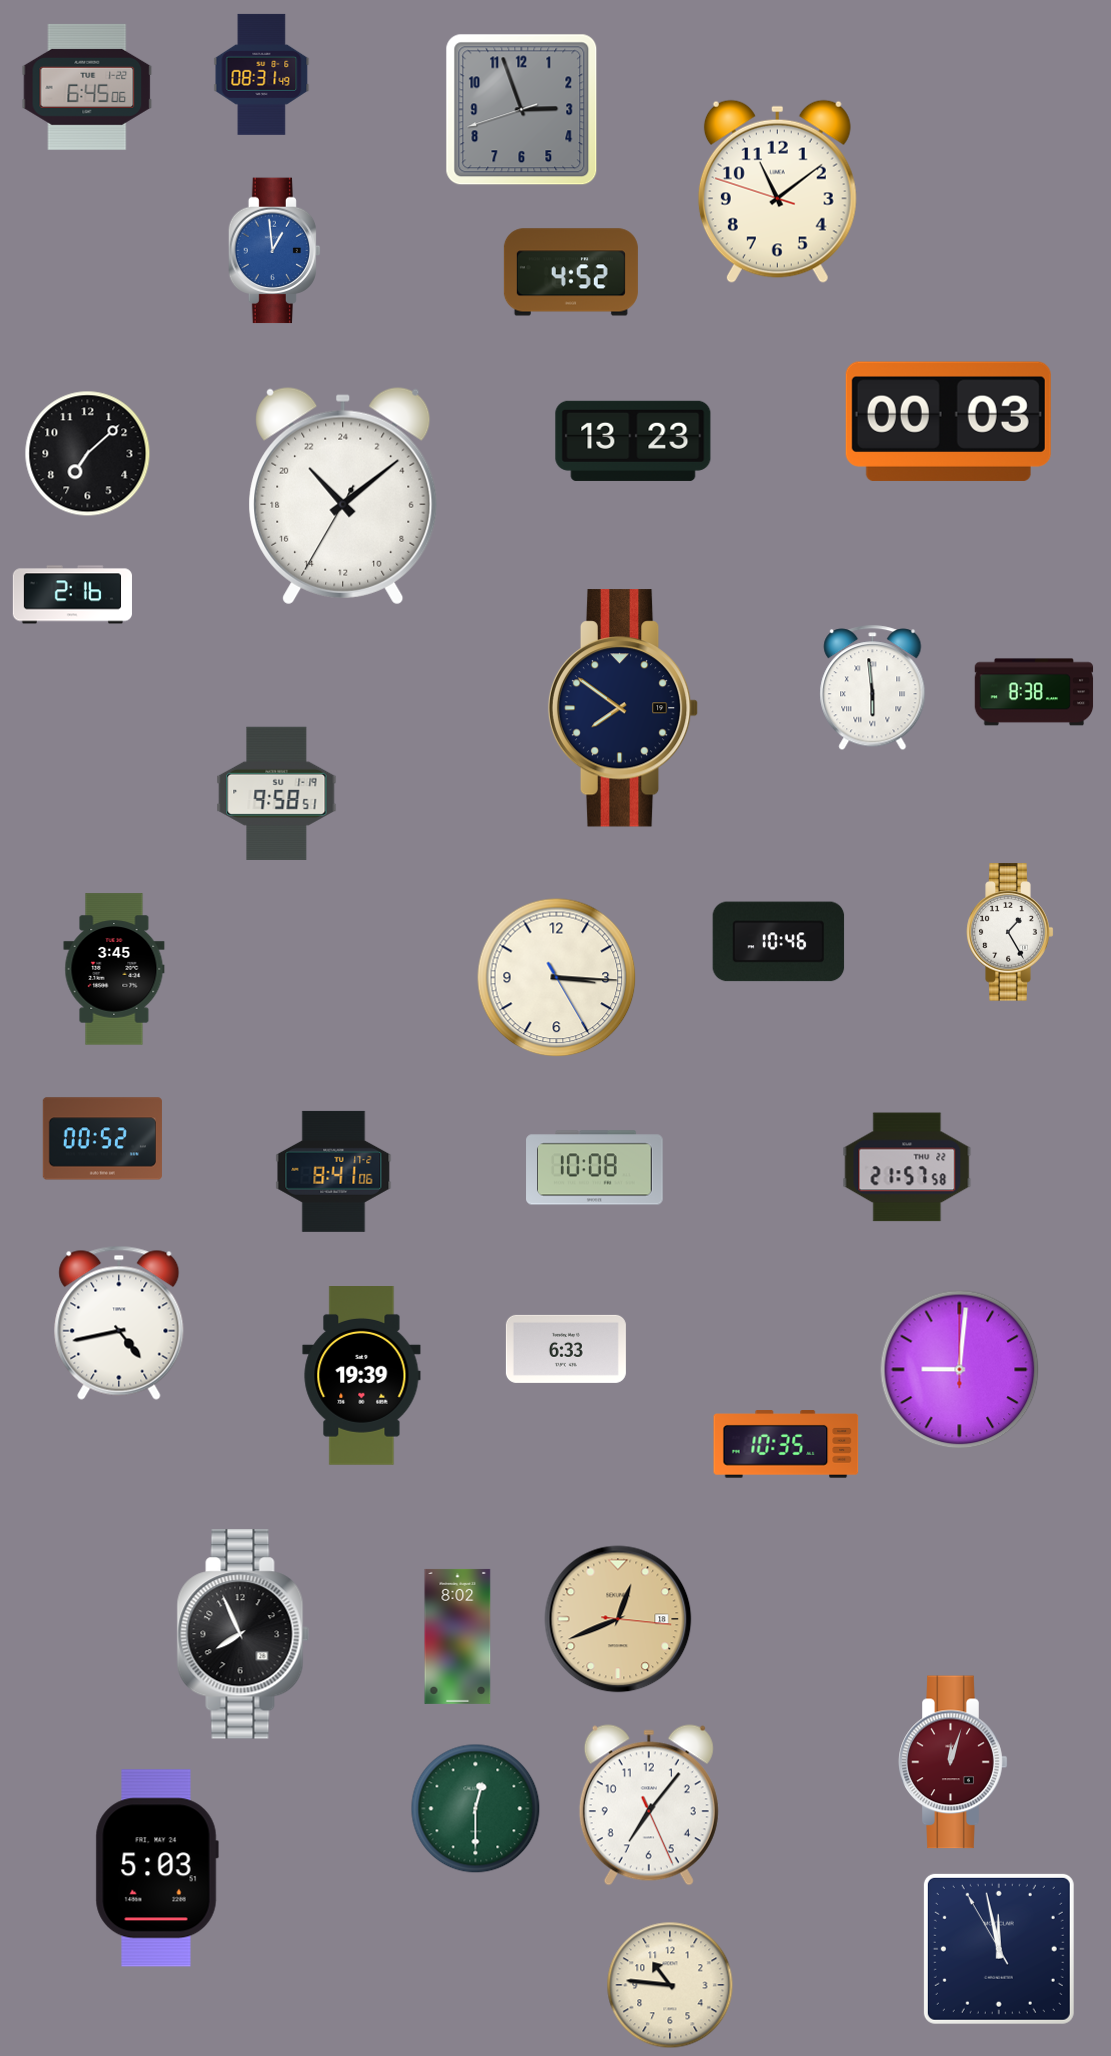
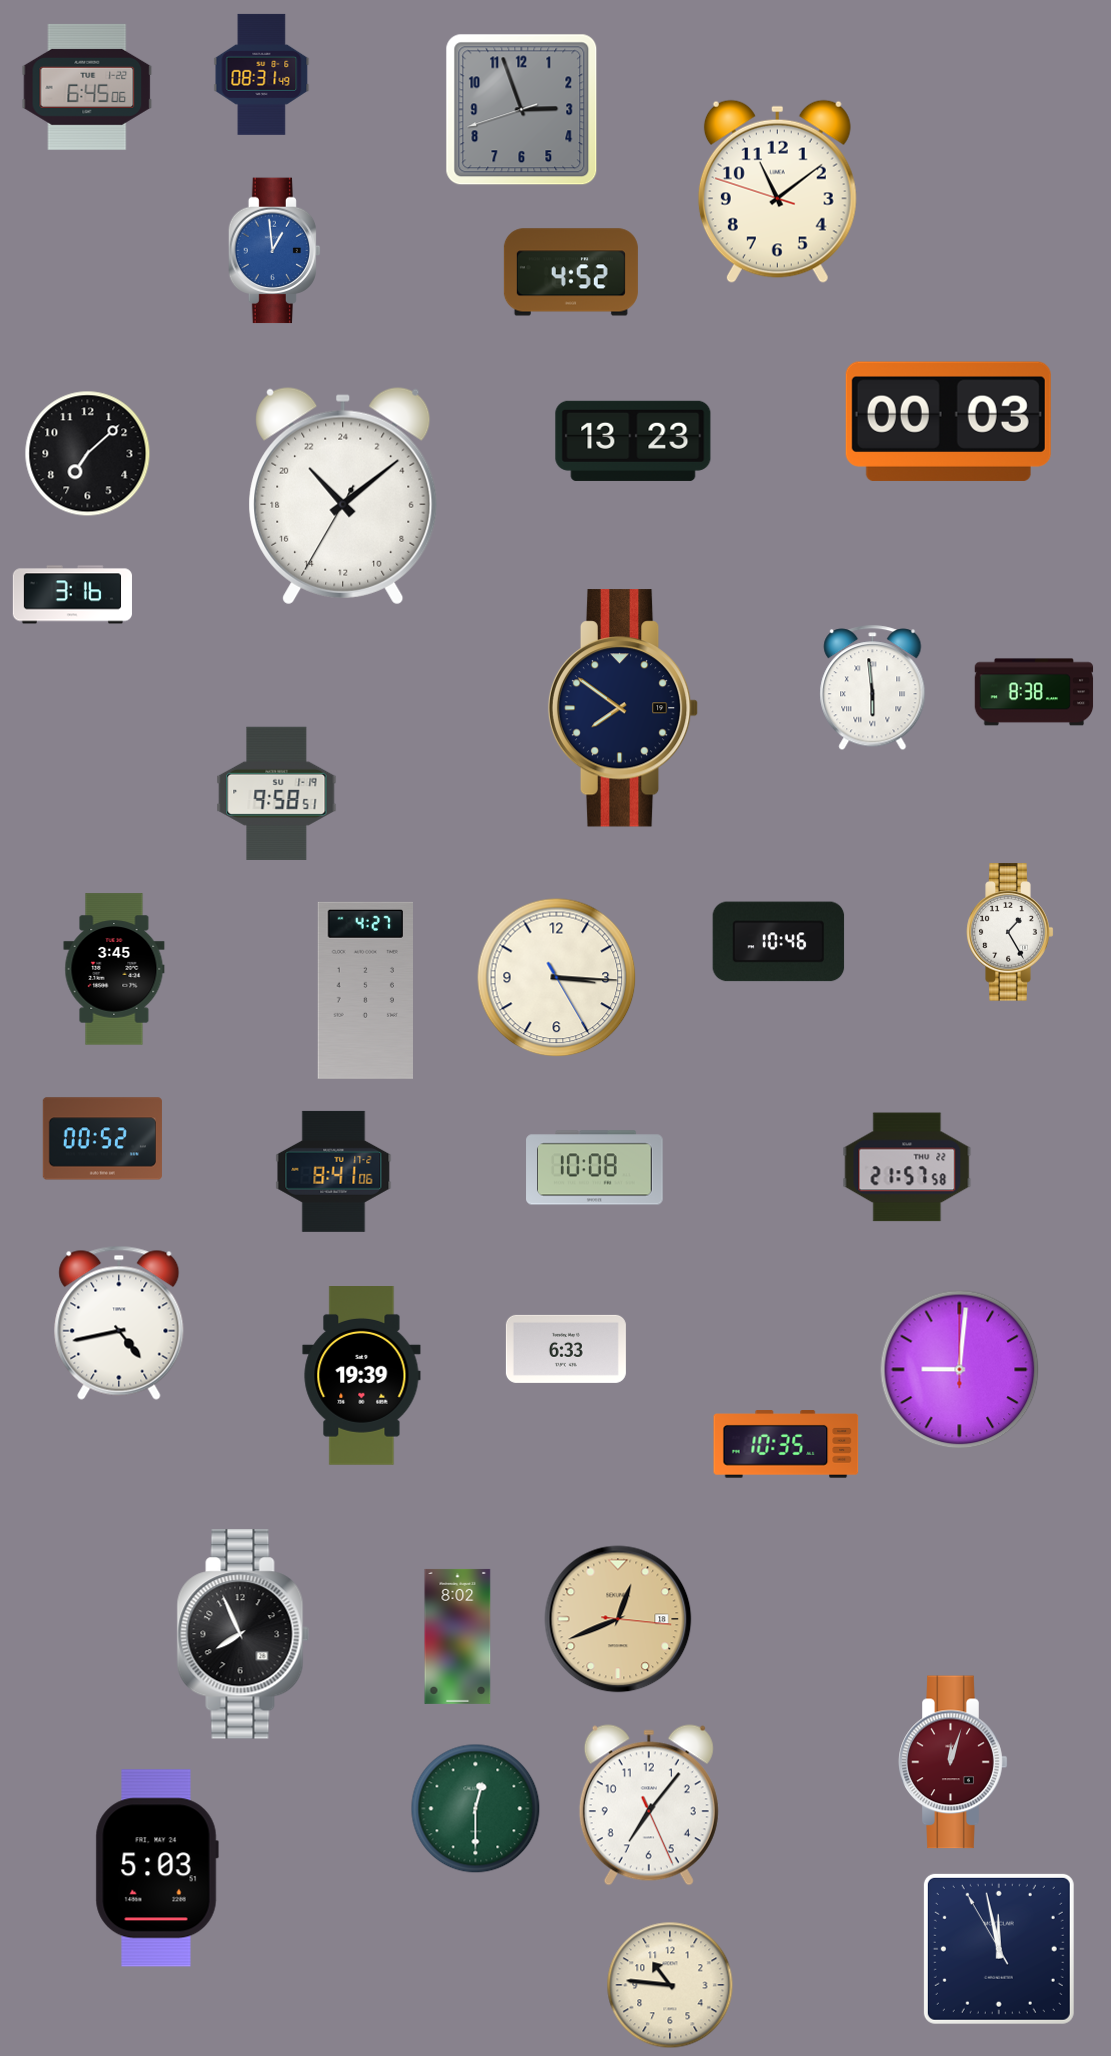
clock at (72, 595): 2:16 -> 3:16
clock at (365, 990): none -> 4:27
